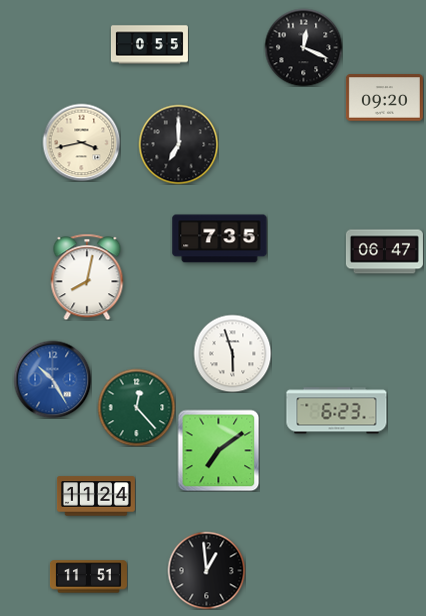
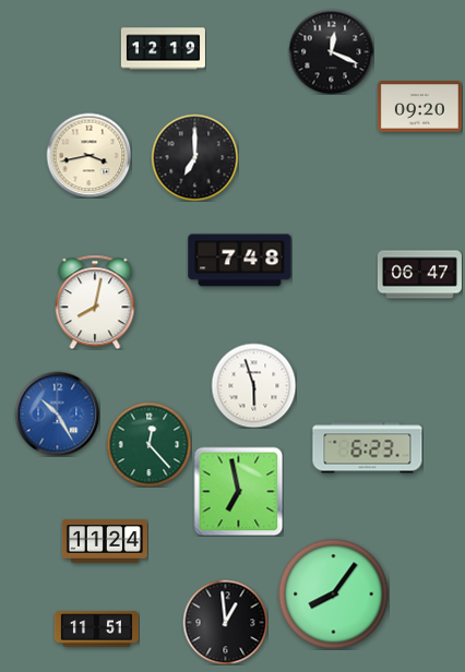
clock at (149, 45): 0:55 -> 12:19
clock at (220, 239): 7:35 -> 7:48
clock at (218, 450): 7:09 -> 6:58
clock at (334, 595): none -> 8:06
